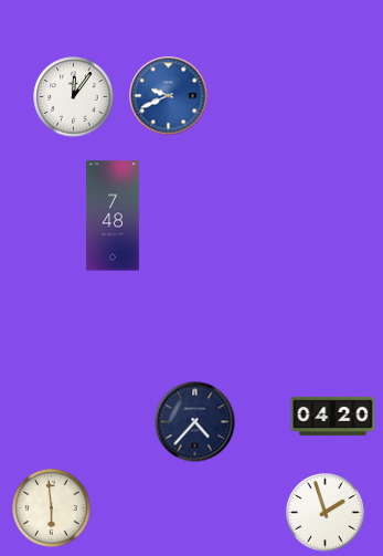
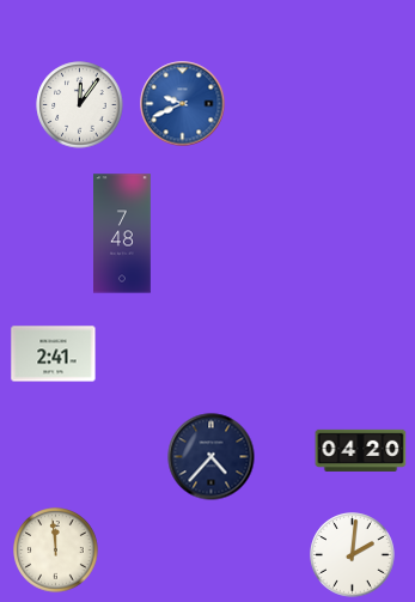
clock at (54, 354): none -> 2:41
clock at (52, 508): 5:59 -> 11:59
clock at (326, 513): 1:57 -> 2:01
